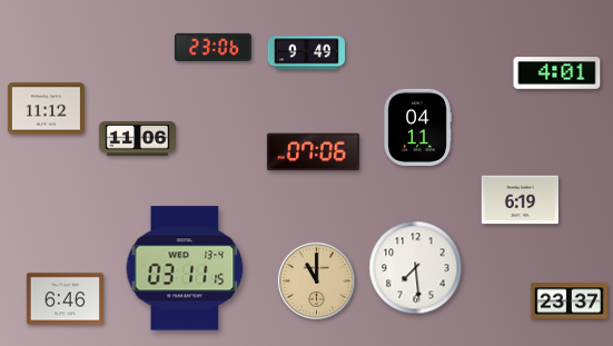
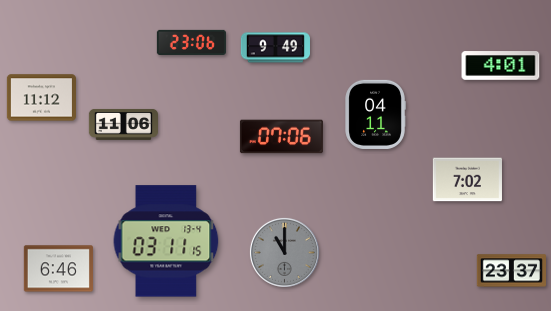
clock at (520, 200): 6:19 -> 7:02
clock at (416, 268): 7:29 -> none
clock at (316, 280) dial: champagne -> grey
